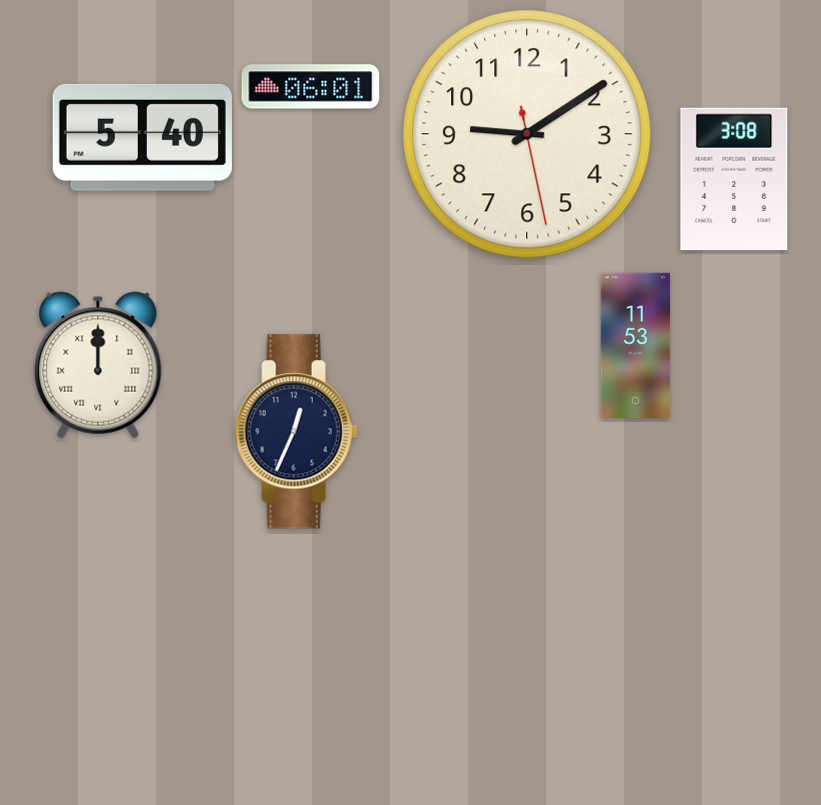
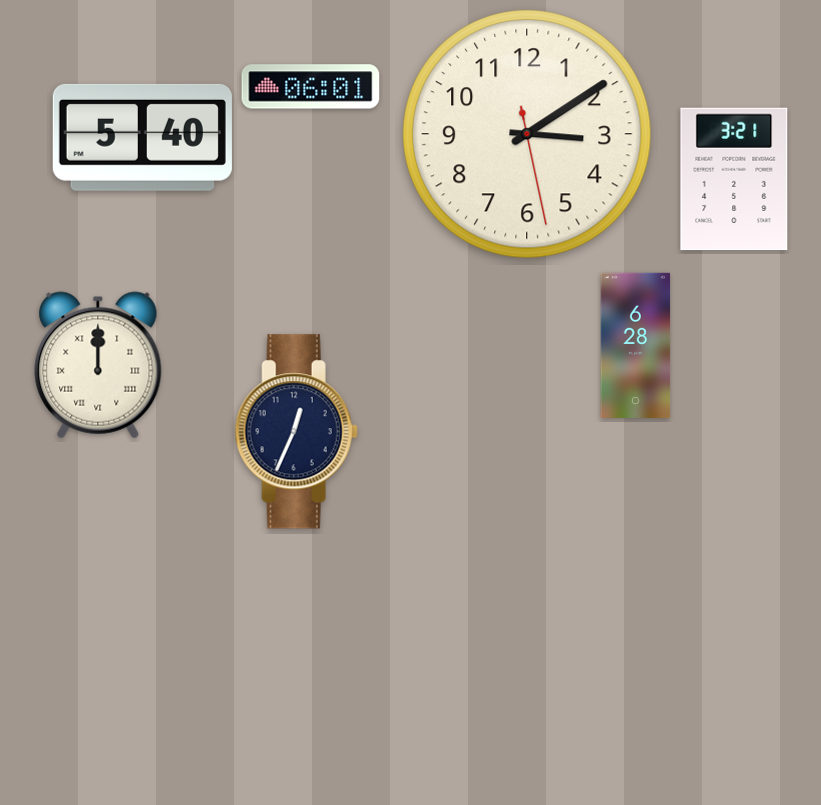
clock at (527, 134): 9:09 -> 3:09
clock at (734, 179): 3:08 -> 3:21
clock at (636, 345): 11:53 -> 6:28
